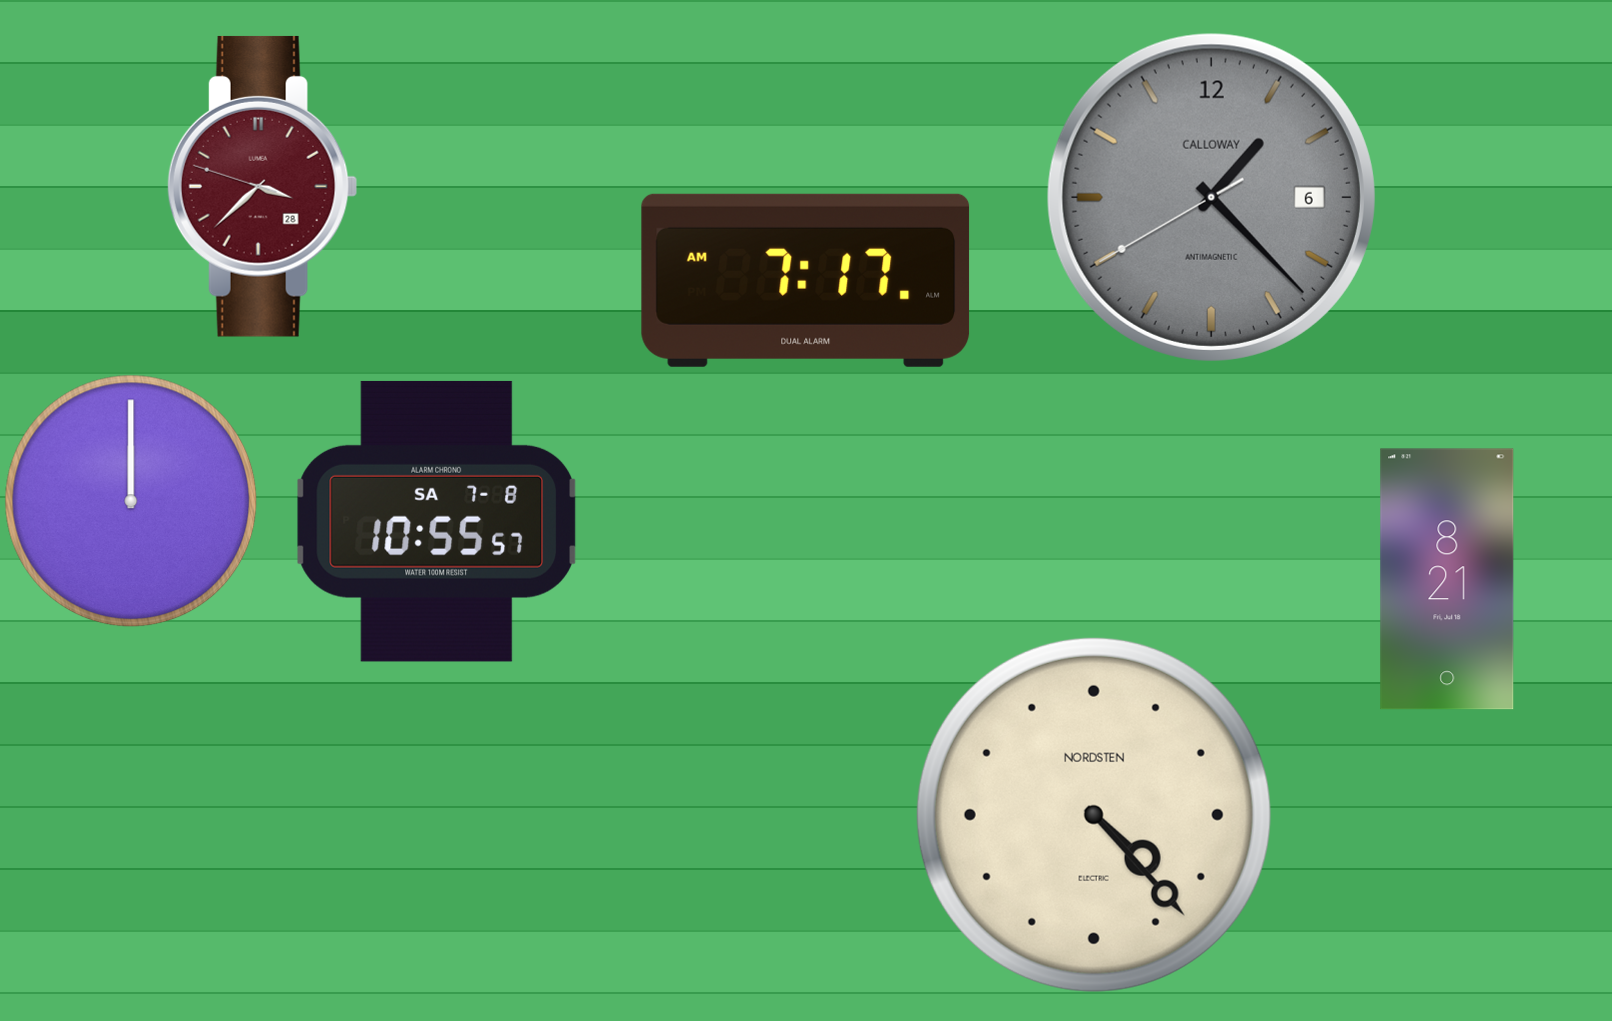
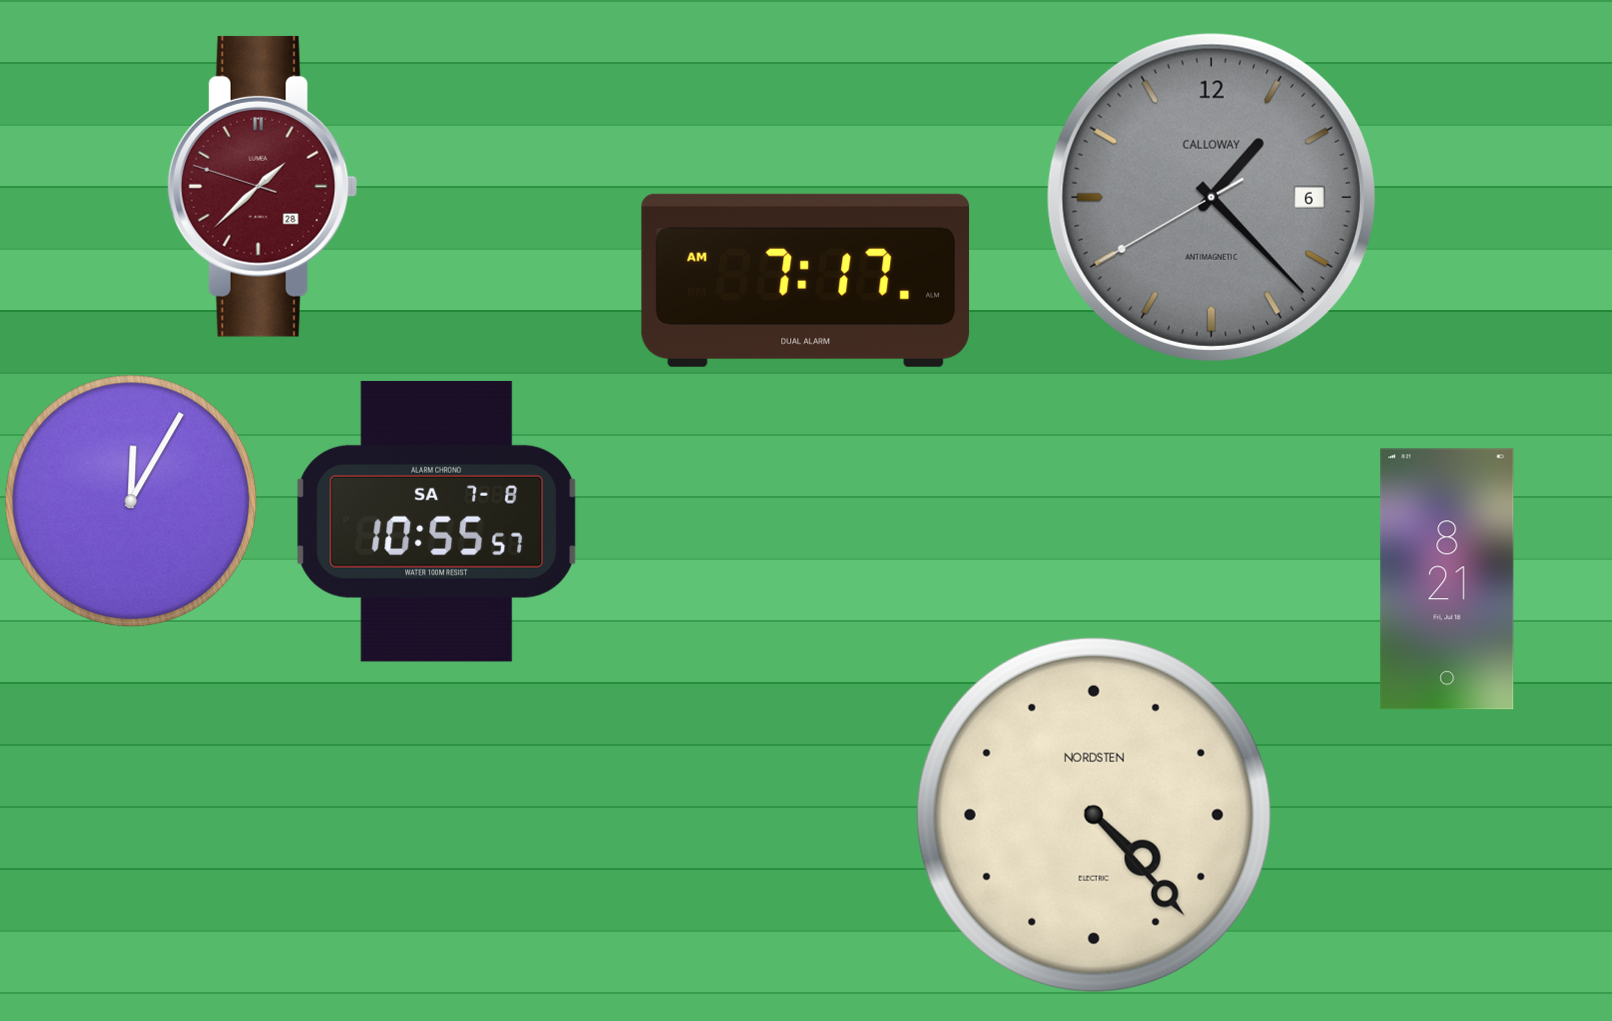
clock at (262, 186): 3:37 -> 1:37
clock at (131, 501): 12:00 -> 12:05
